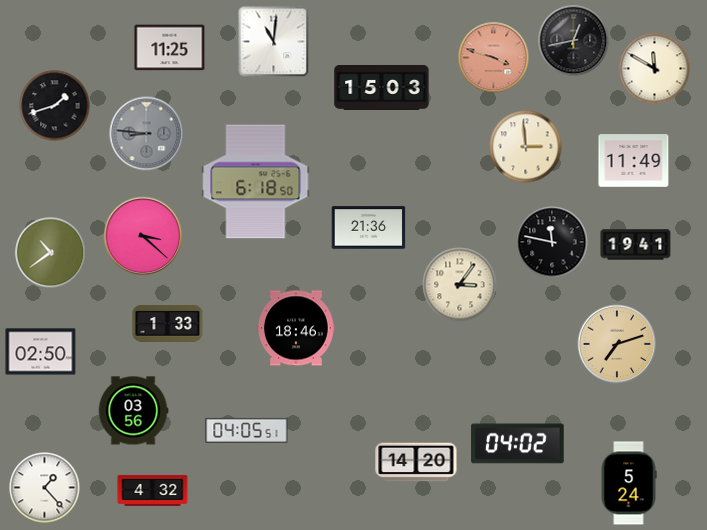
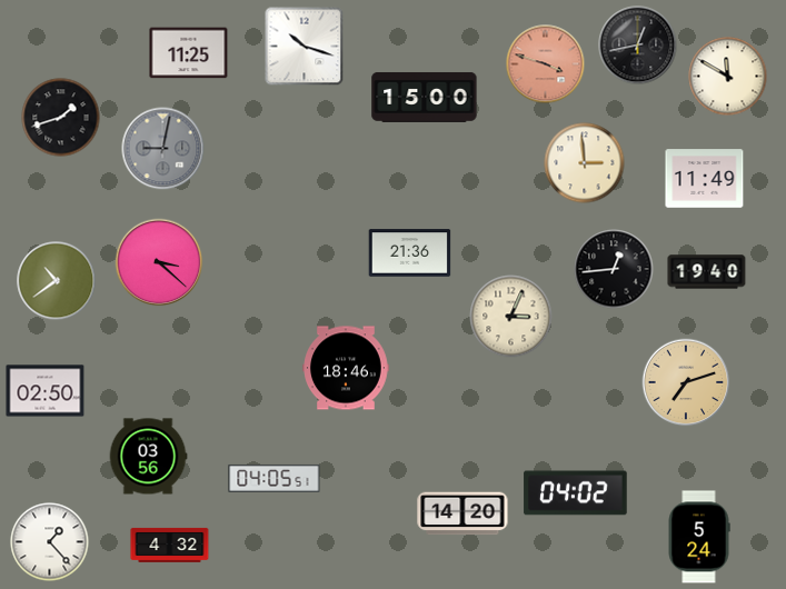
clock at (274, 42): 11:01 -> 10:18
clock at (494, 58) position: (494, 58) -> (546, 64)
clock at (382, 87): 15:03 -> 15:00
clock at (147, 134): 8:46 -> 9:02
clock at (256, 182): 6:18 -> none
clock at (552, 242): 11:47 -> 12:44
clock at (636, 245): 19:41 -> 19:40
clock at (460, 285): 3:06 -> 3:04
clock at (168, 324): 1:33 -> none
clock at (296, 328) position: (296, 328) -> (346, 368)
